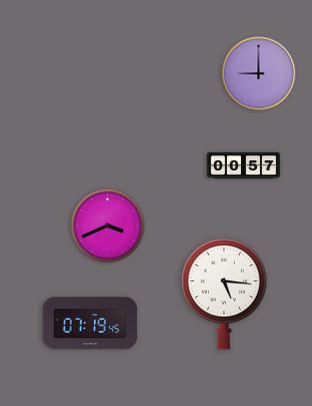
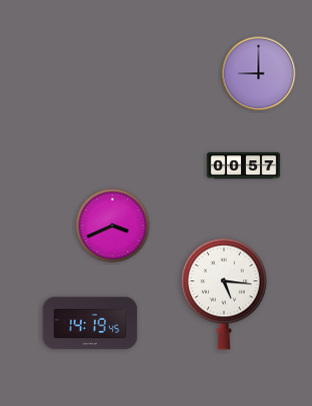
clock at (108, 226) position: (108, 226) -> (113, 226)
clock at (90, 323): 07:19 -> 14:19
